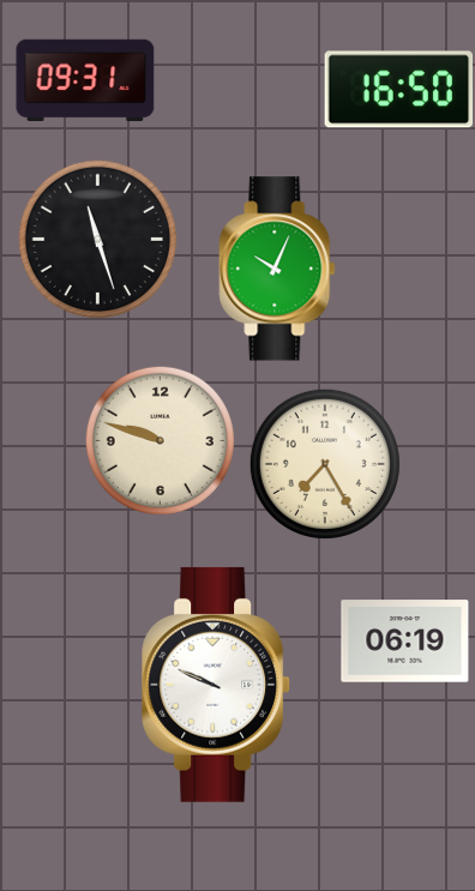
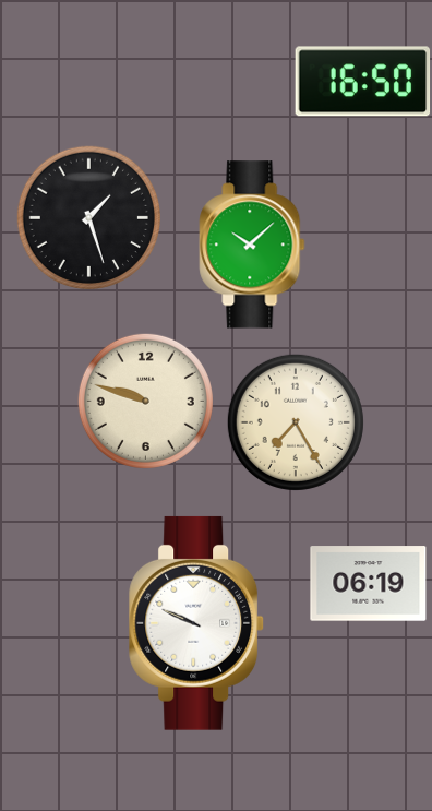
clock at (85, 80): 09:31 -> none
clock at (97, 239): 11:27 -> 1:27
clock at (277, 269): 10:04 -> 10:08
